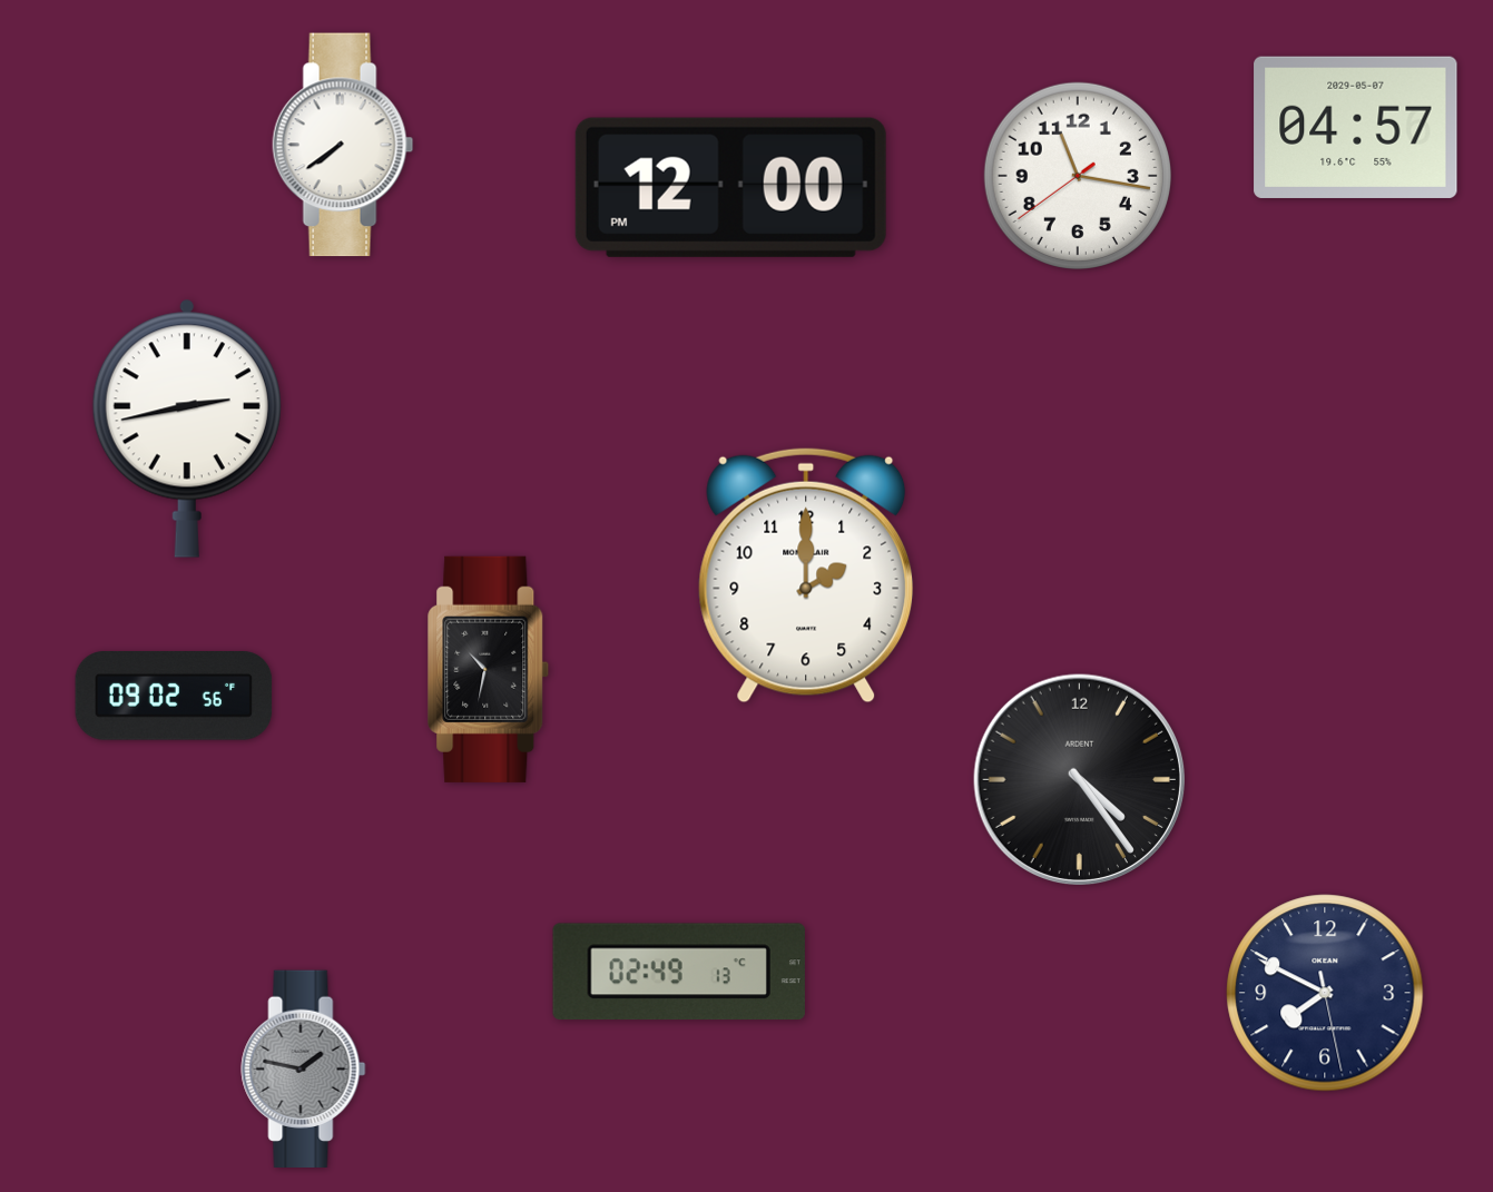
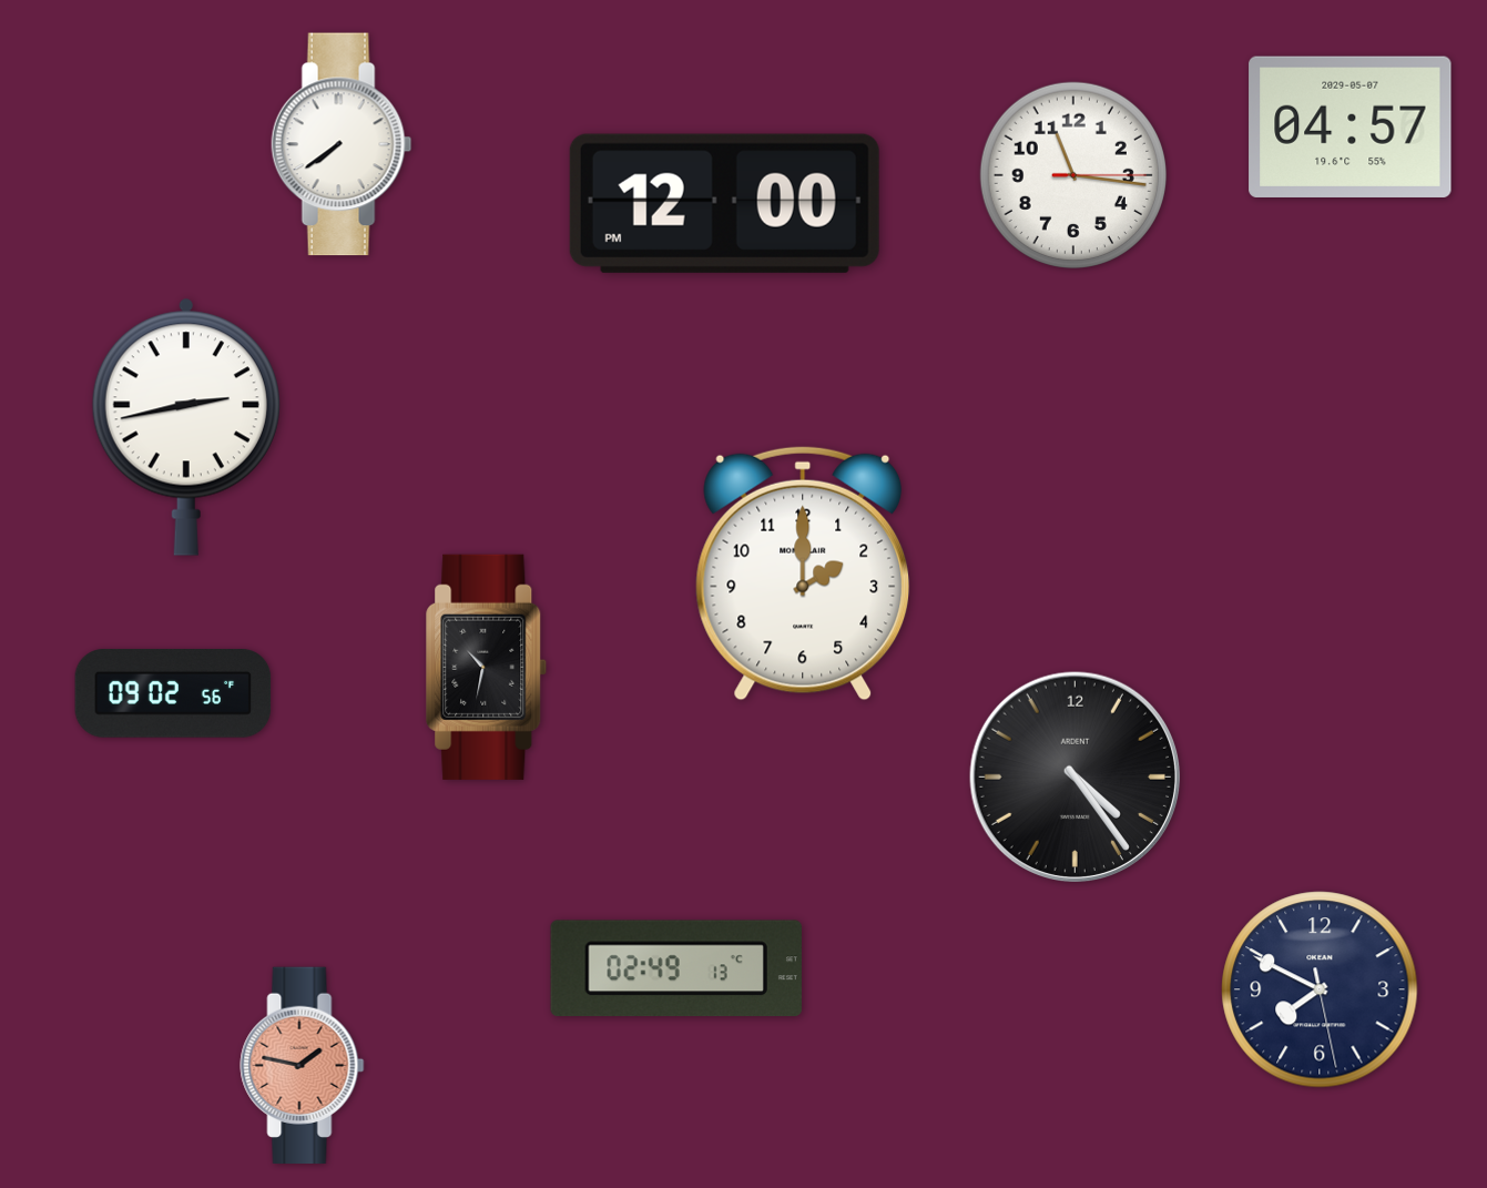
clock at (1078, 176): 11:16:39 -> 11:16:15
clock at (730, 187) position: (730, 187) -> (724, 203)
clock at (304, 1068) dial: grey -> salmon
